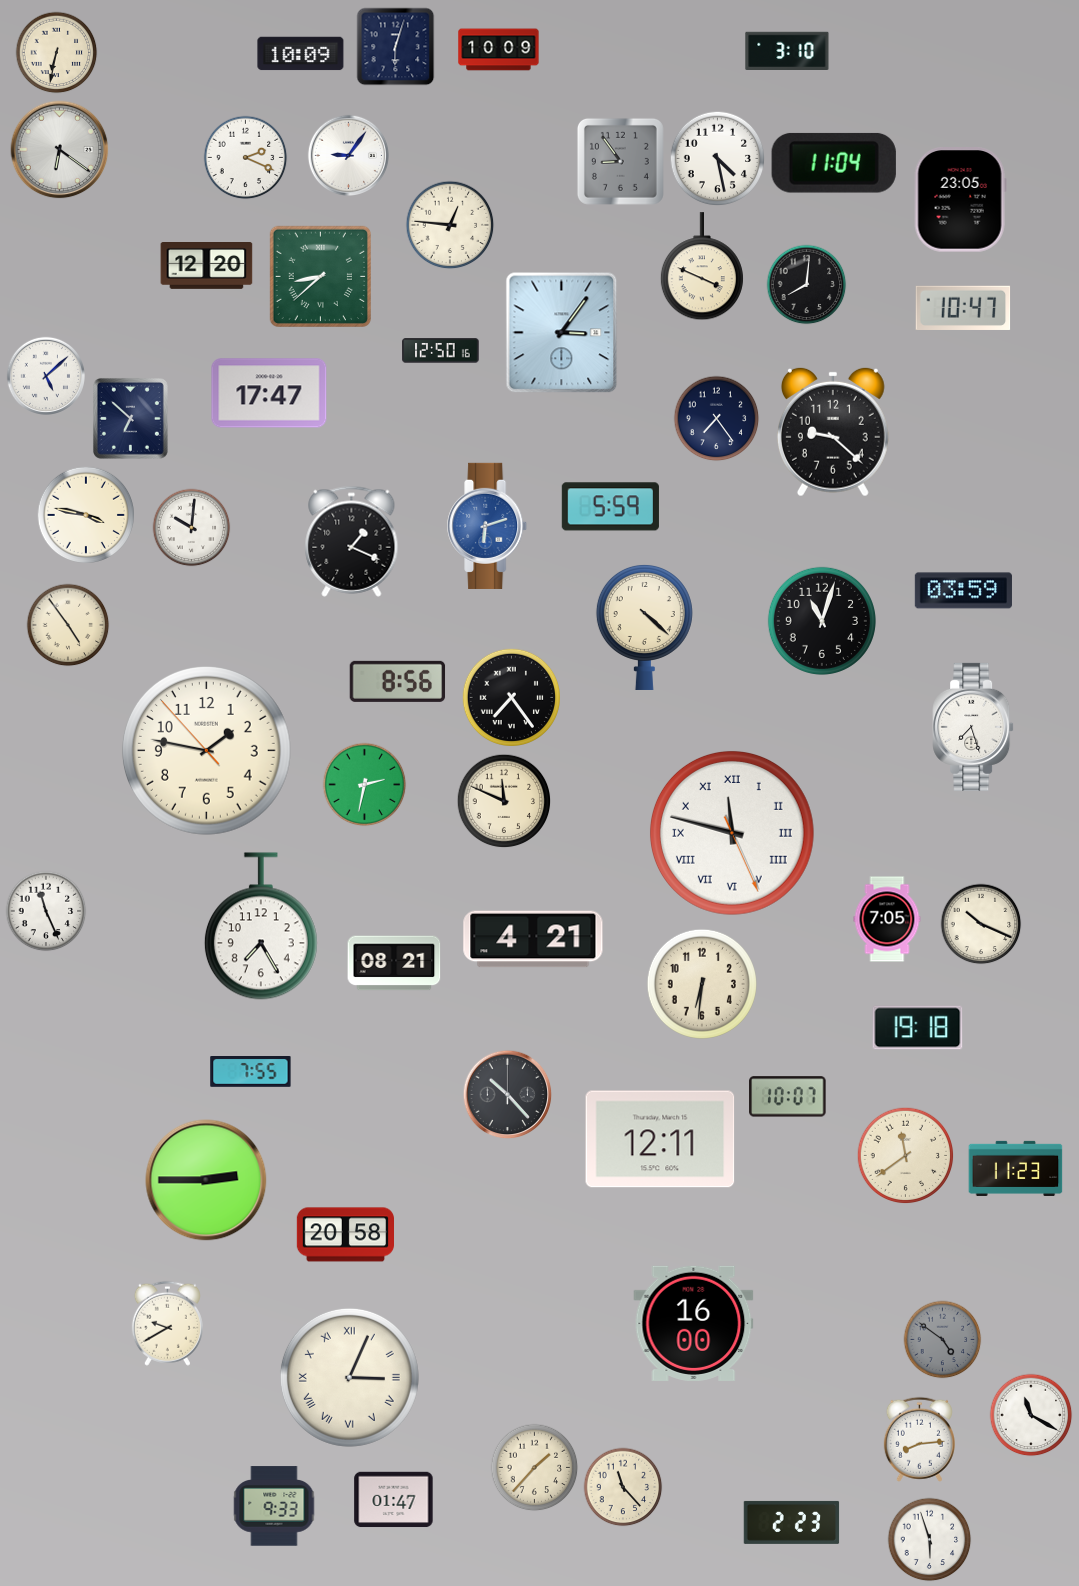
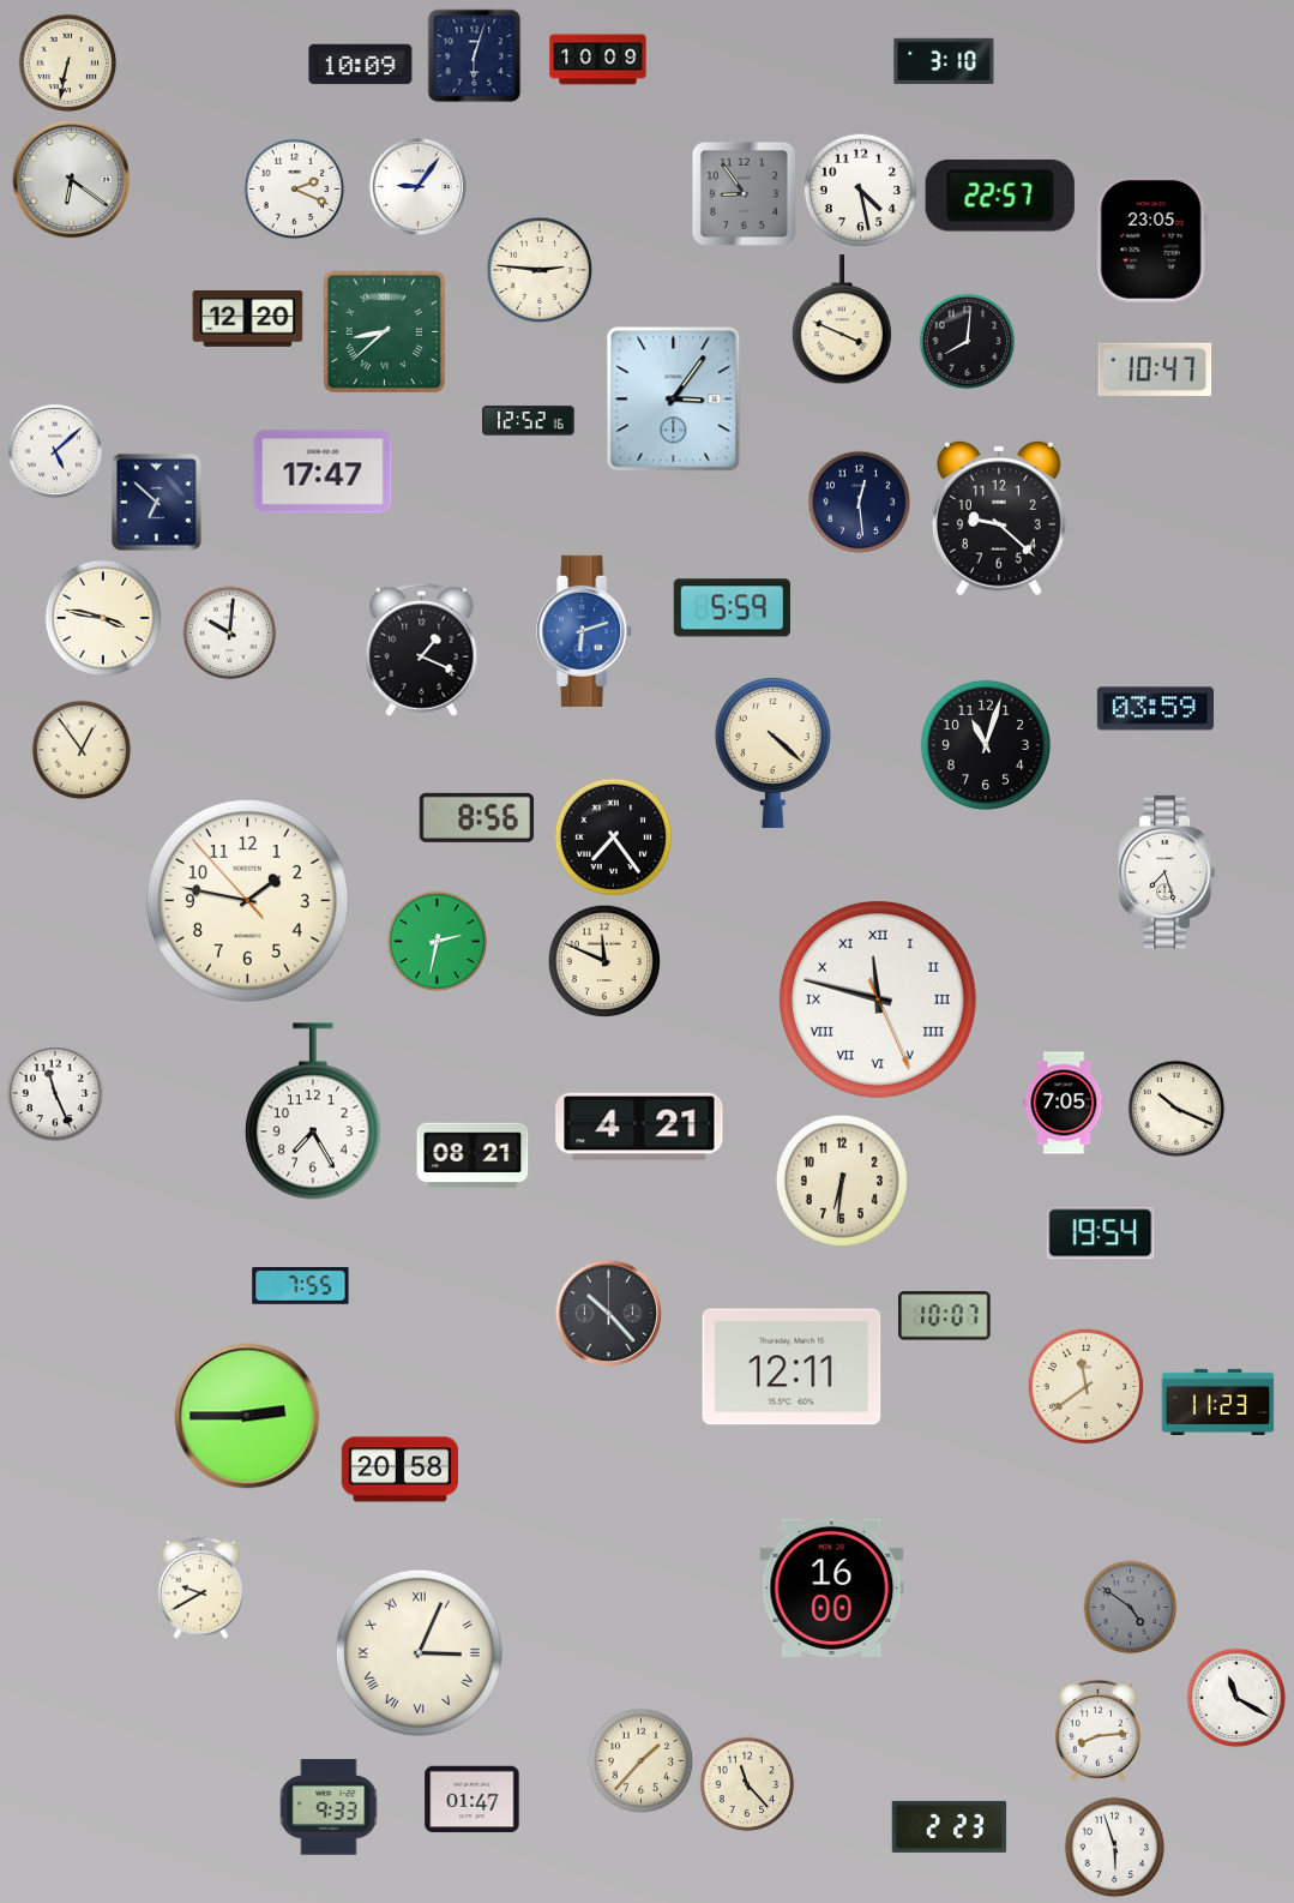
clock at (834, 163): 11:04 -> 22:57
clock at (450, 225): 12:46 -> 2:46
clock at (441, 351): 12:50 -> 12:52
clock at (717, 419): 7:24 -> 12:29
clock at (68, 625): 4:54 -> 12:54
clock at (918, 1028): 19:18 -> 19:54
clock at (345, 1235) position: (345, 1235) -> (399, 1470)
clock at (919, 1439) position: (919, 1439) -> (1097, 1730)
